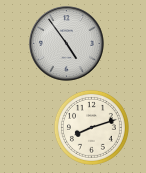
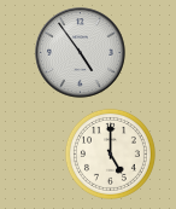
clock at (91, 127): 8:12 -> 5:00
